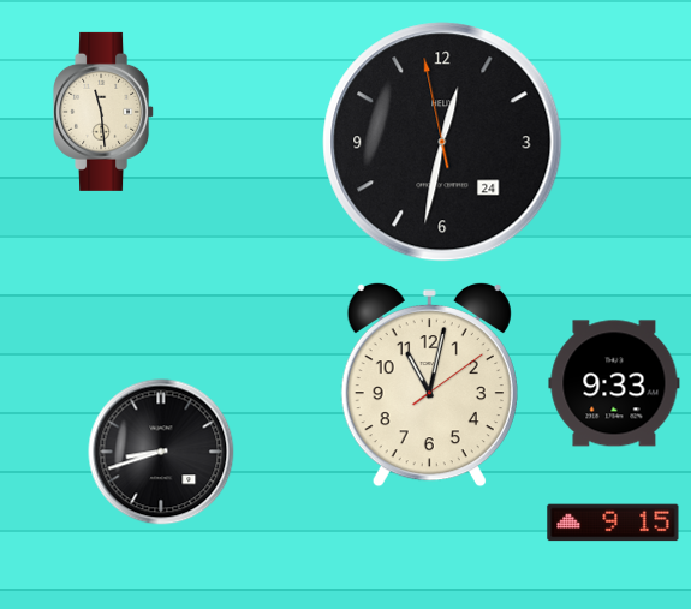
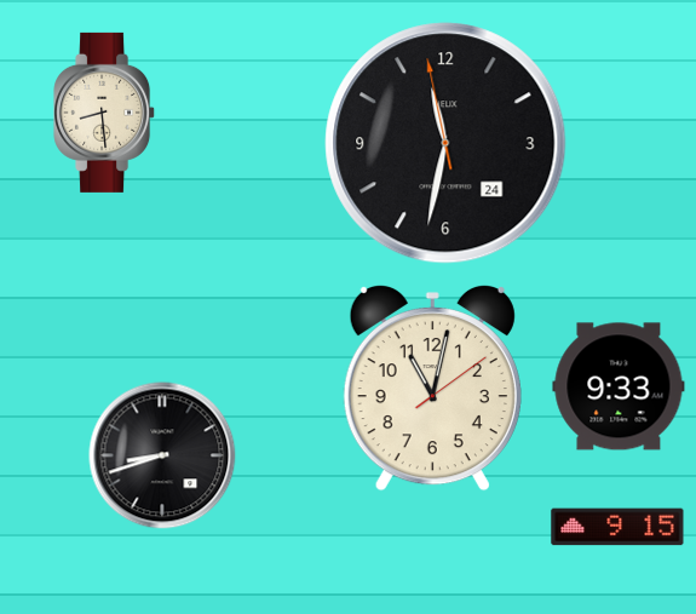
clock at (105, 112): 11:29 -> 8:29
clock at (442, 142): 12:31 -> 11:31
